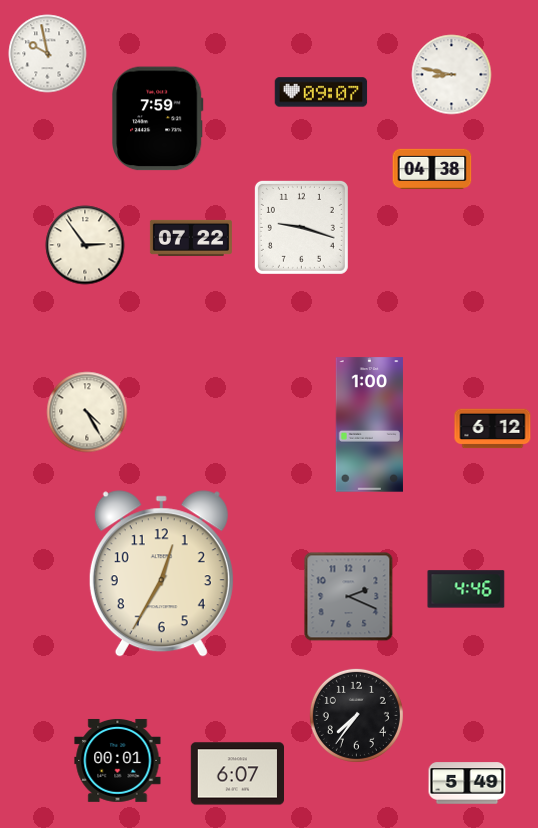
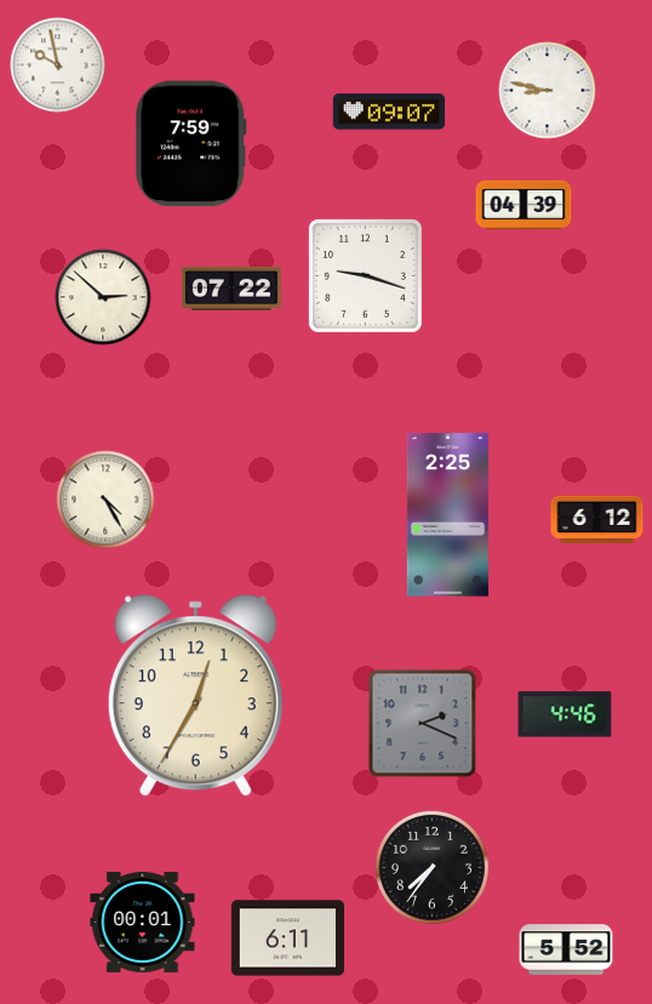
clock at (432, 169): 04:38 -> 04:39
clock at (85, 245): 2:54 -> 2:52
clock at (369, 425): 1:00 -> 2:25
clock at (237, 774): 6:07 -> 6:11
clock at (467, 783): 5:49 -> 5:52
